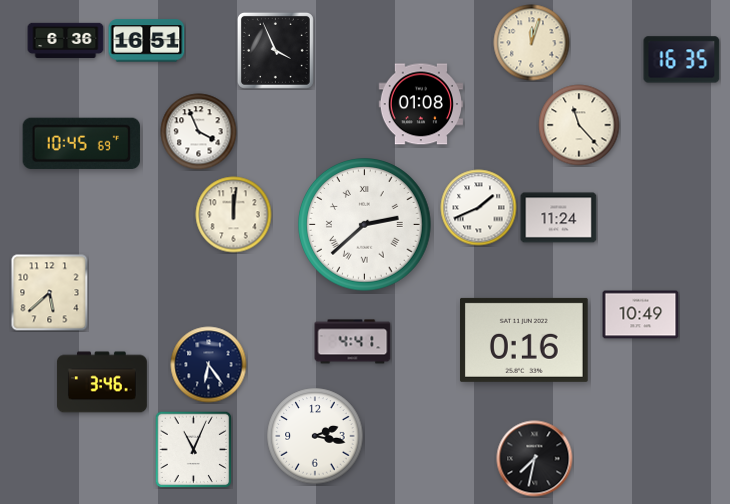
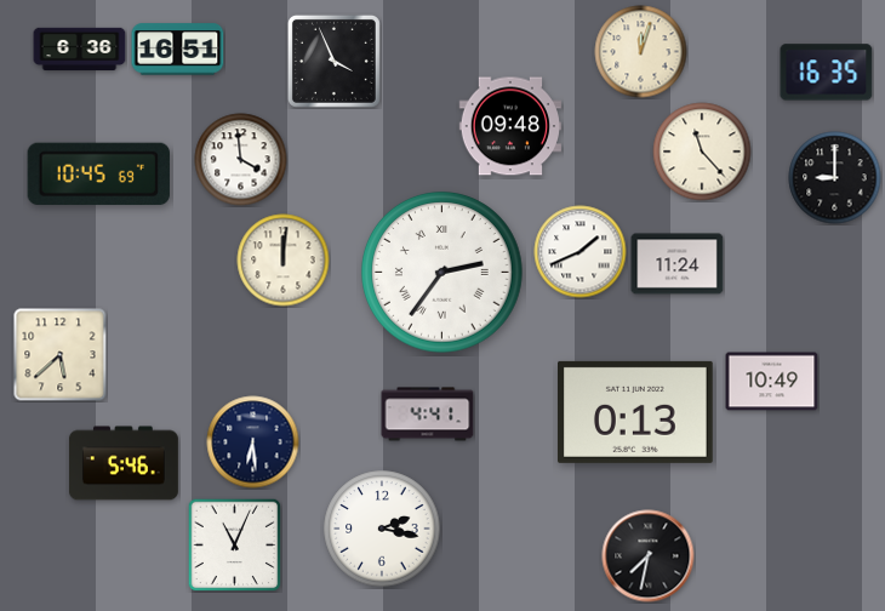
clock at (532, 43) position: (532, 43) -> (641, 52)
clock at (420, 104): 01:08 -> 09:48
clock at (199, 132): 3:56 -> 3:59
clock at (835, 178): none -> 9:00
clock at (365, 225): 2:38 -> 2:36
clock at (641, 315) position: (641, 315) -> (772, 382)
clock at (525, 340): 0:16 -> 0:13
clock at (209, 365): 6:24 -> 6:29
clock at (102, 382): 3:46 -> 5:46
